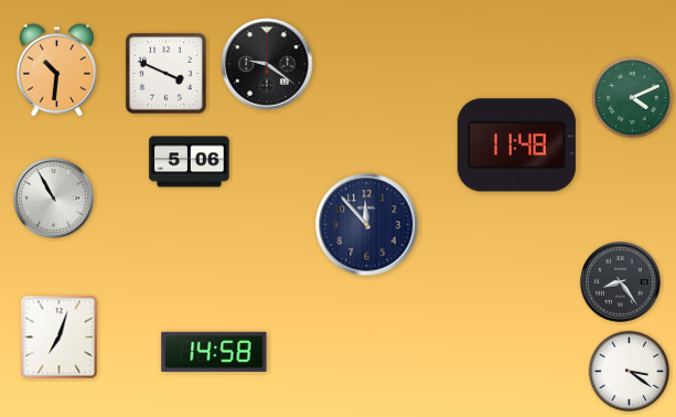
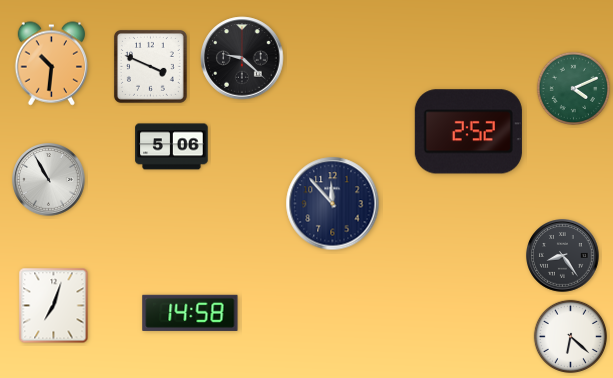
clock at (267, 64): 9:21 -> 9:22
clock at (516, 146): 11:48 -> 2:52
clock at (214, 352) position: (214, 352) -> (190, 313)
clock at (629, 371): 3:21 -> 6:22
